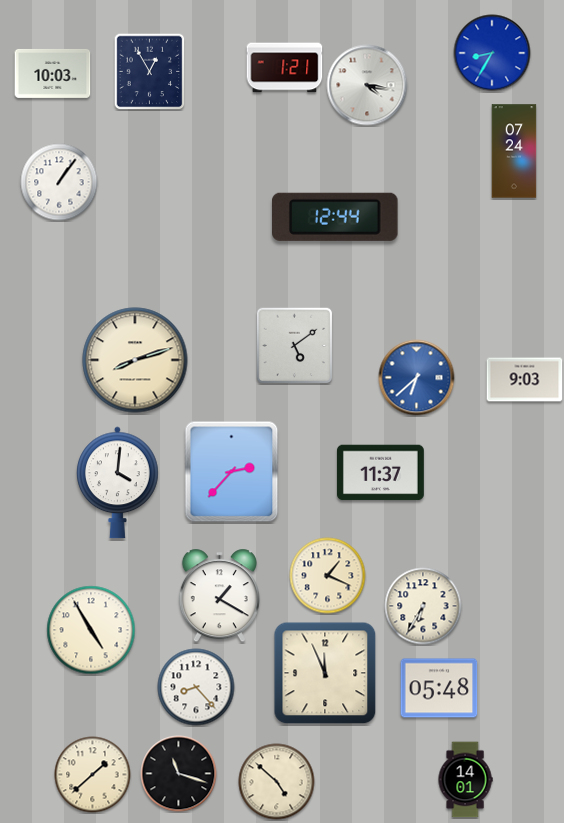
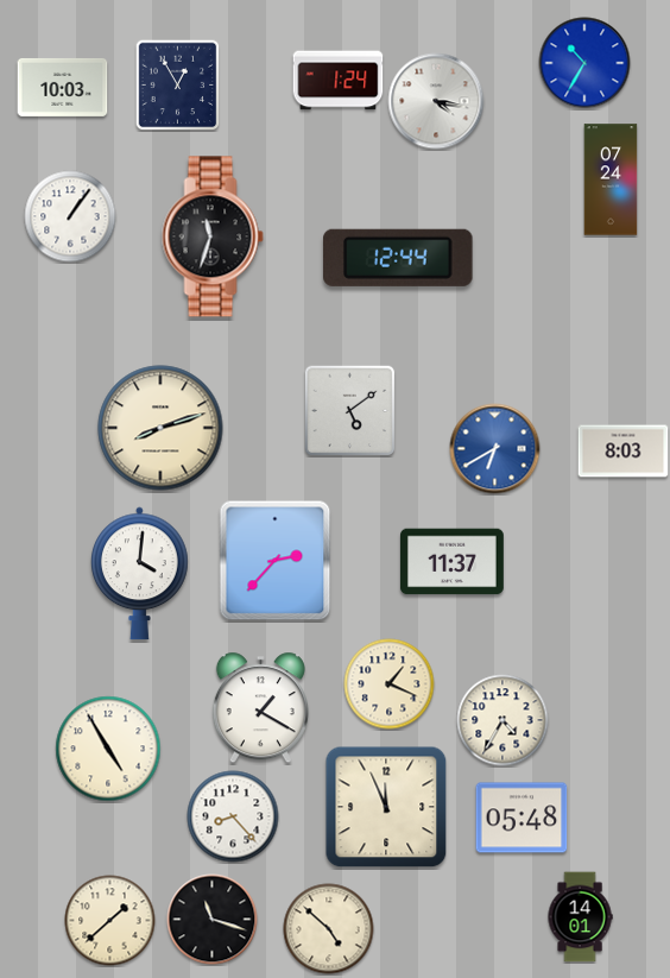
clock at (492, 53): 8:35 -> 10:35
clock at (285, 68): 1:21 -> 1:24
clock at (213, 236): none -> 11:33
clock at (417, 378): 6:38 -> 6:40
clock at (525, 380): 9:03 -> 8:03
clock at (423, 606): 6:35 -> 4:35
clock at (325, 673) position: (325, 673) -> (386, 807)
clock at (465, 780) position: (465, 780) -> (580, 917)
